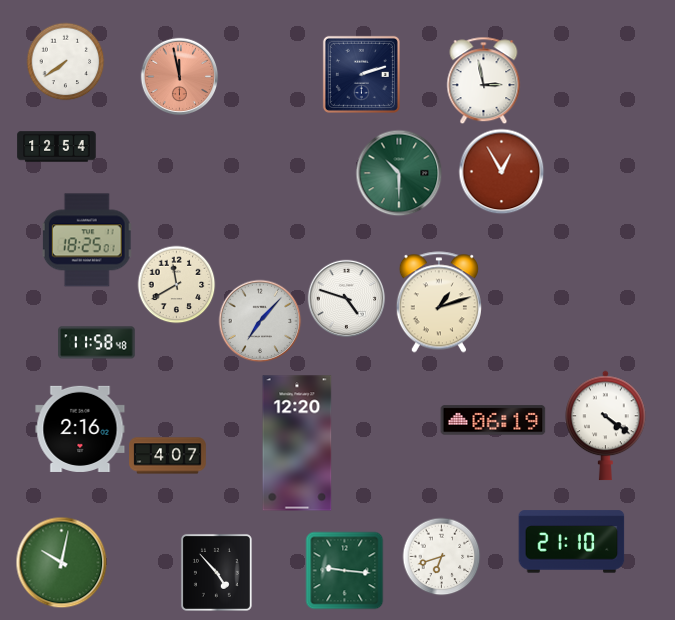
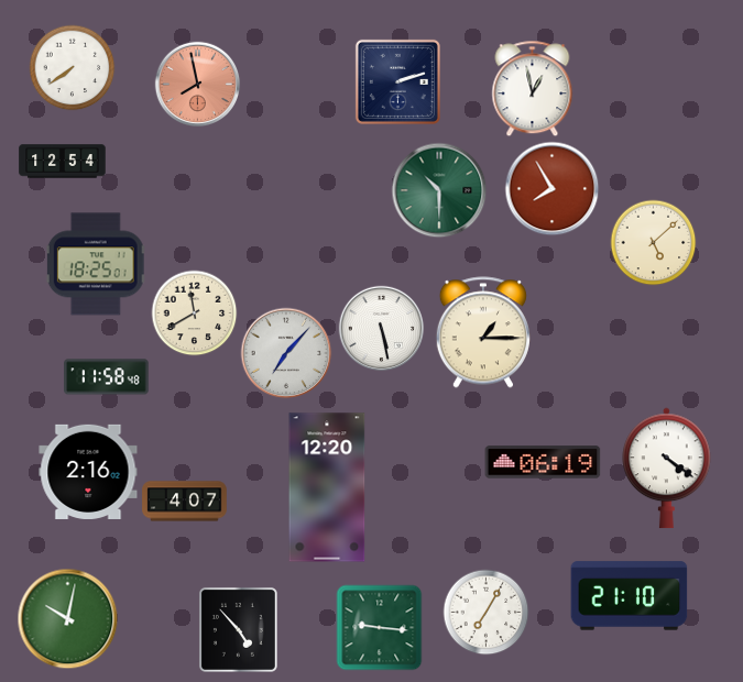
clock at (179, 76): 11:58 -> 7:58
clock at (484, 80): 2:58 -> 12:58
clock at (501, 171): 12:55 -> 7:55
clock at (653, 242): none -> 5:08
clock at (346, 298): 4:48 -> 5:28
clock at (439, 302): 1:12 -> 1:15
clock at (441, 556): 6:42 -> 7:05
